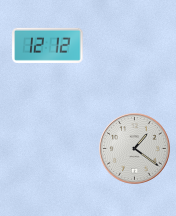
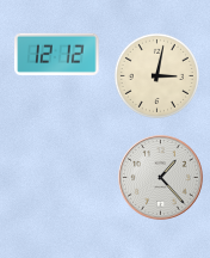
clock at (156, 75): none -> 3:02
clock at (135, 149): 1:21 -> 1:23
